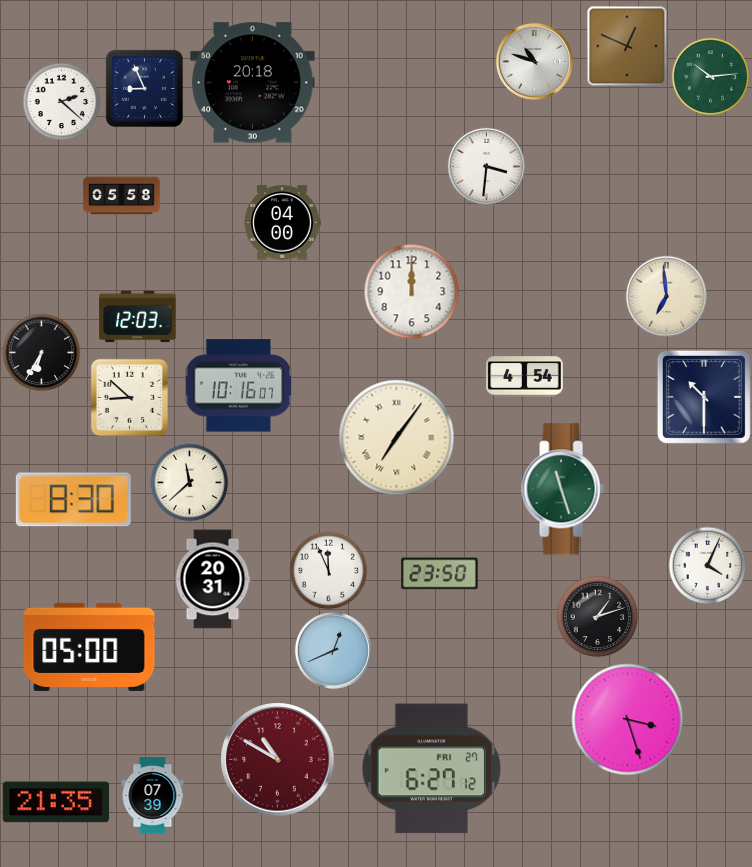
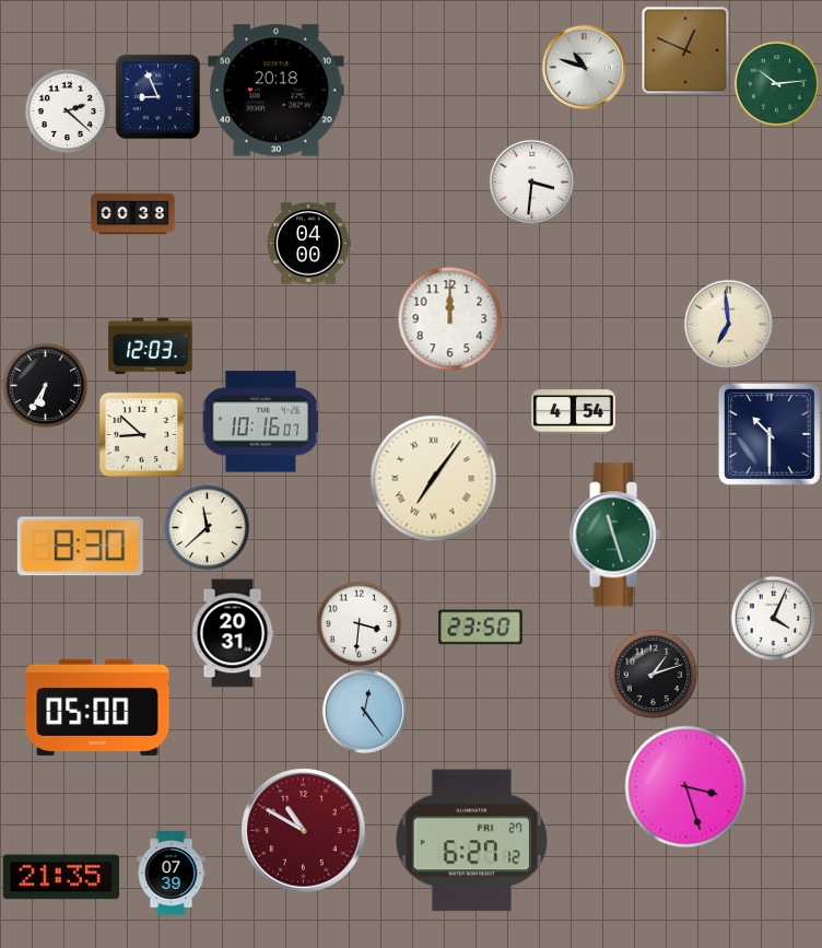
clock at (122, 196): 05:58 -> 00:38
clock at (328, 570): 11:56 -> 3:31
clock at (333, 650): 12:41 -> 12:24
clock at (153, 796) position: (153, 796) -> (172, 874)
